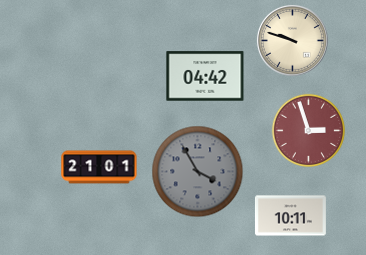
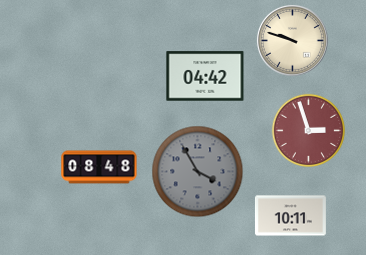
clock at (99, 167): 21:01 -> 08:48
